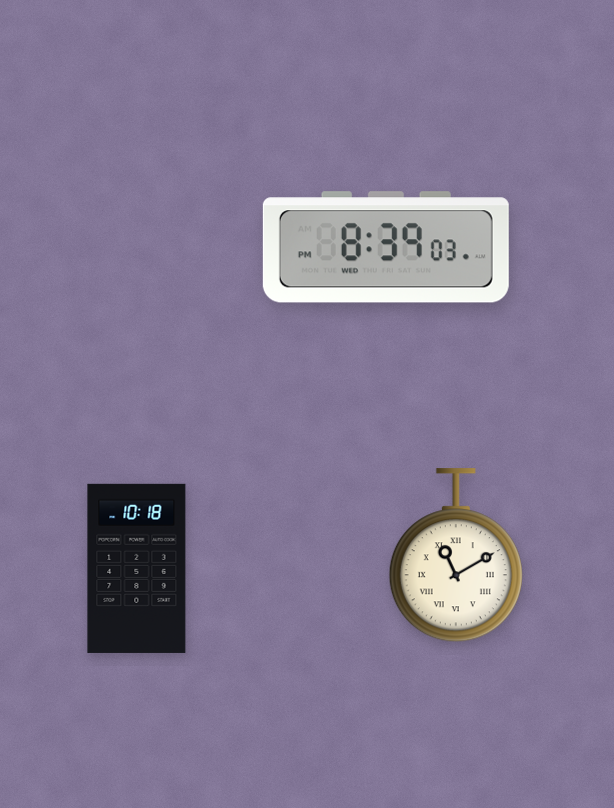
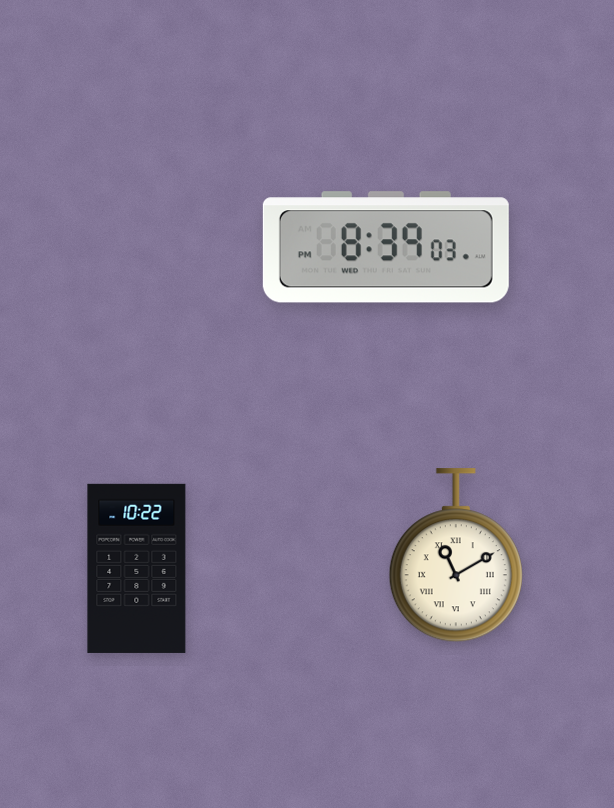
clock at (137, 568): 10:18 -> 10:22
